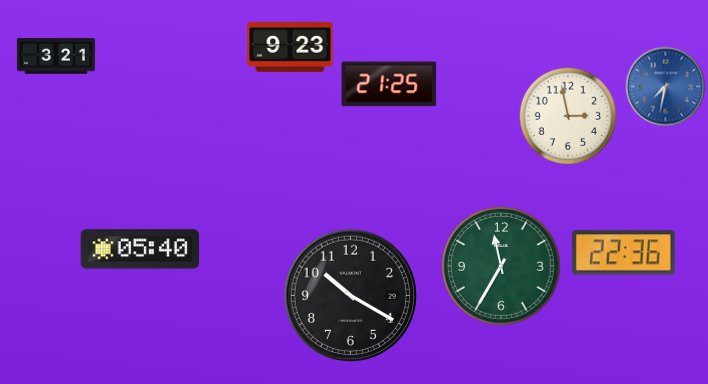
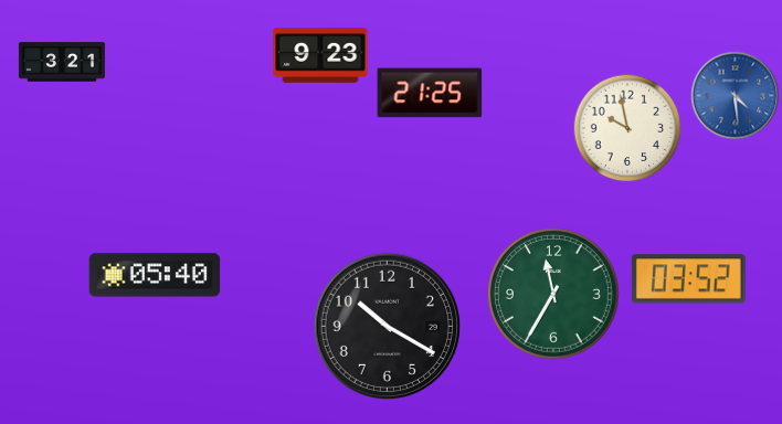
clock at (290, 48) position: (290, 48) -> (320, 56)
clock at (666, 87): 7:32 -> 4:29
clock at (568, 116): 2:58 -> 9:58
clock at (623, 253): 22:36 -> 03:52
